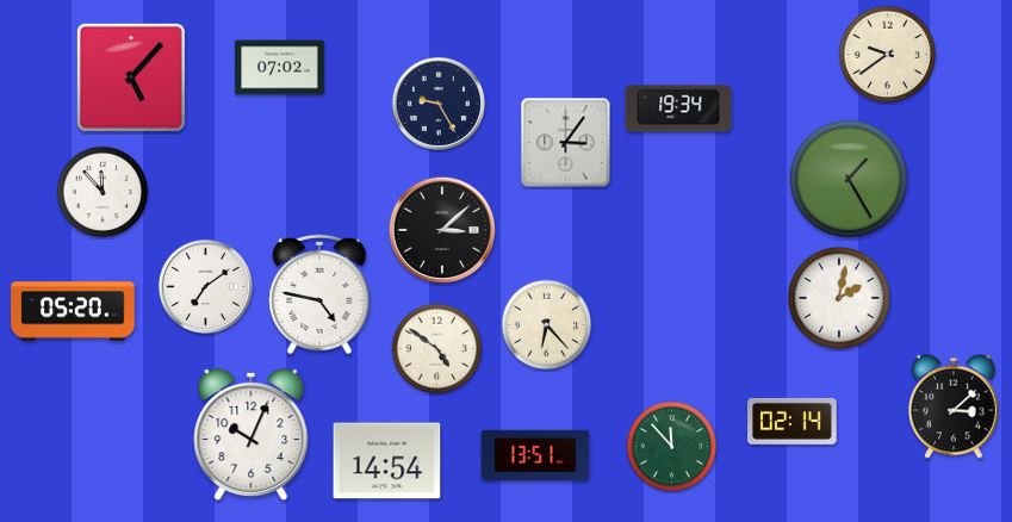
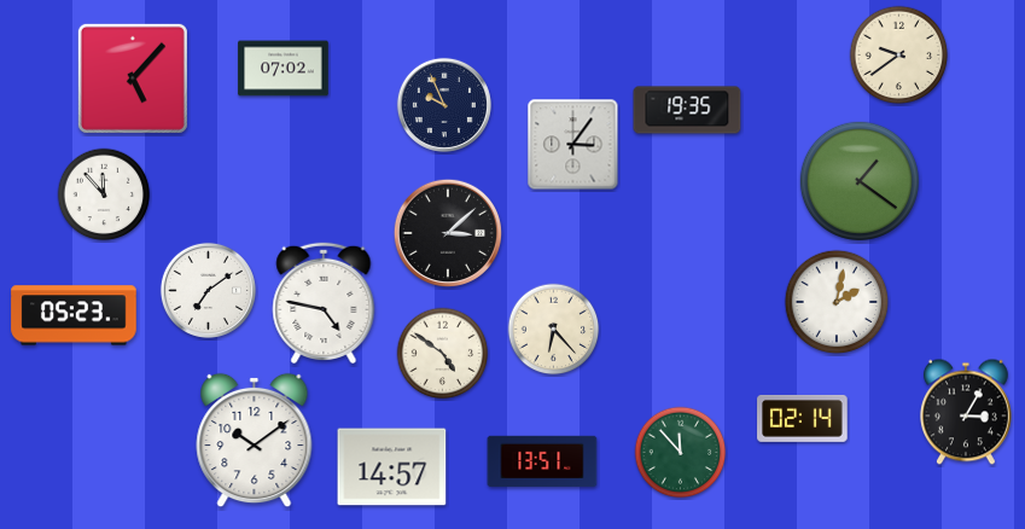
clock at (439, 104): 9:25 -> 9:56
clock at (678, 108): 19:34 -> 19:35
clock at (849, 179): 1:25 -> 1:21
clock at (319, 293) position: (319, 293) -> (324, 302)
clock at (839, 298) position: (839, 298) -> (837, 302)
clock at (73, 311): 05:20 -> 05:23
clock at (954, 406): 3:08 -> 3:05
clock at (793, 421) position: (793, 421) -> (803, 418)
clock at (252, 435): 10:04 -> 10:09
clock at (387, 461): 14:54 -> 14:57
